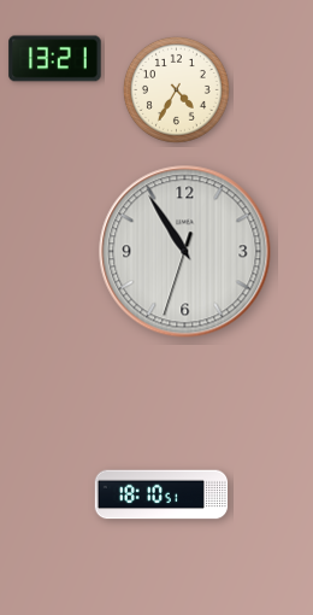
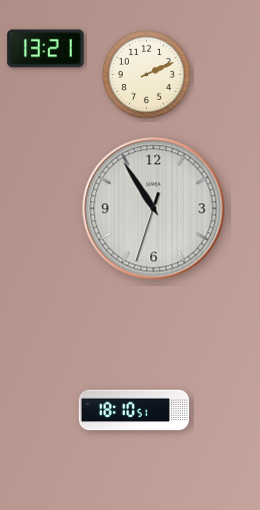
clock at (176, 89): 4:35 -> 2:11
